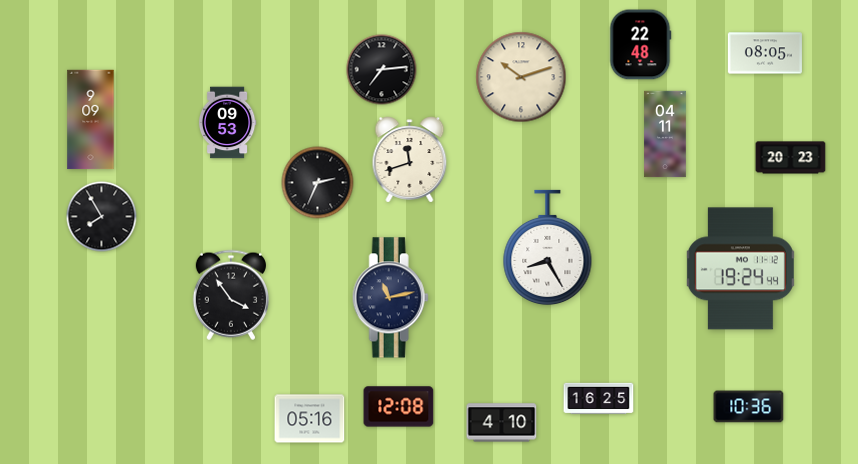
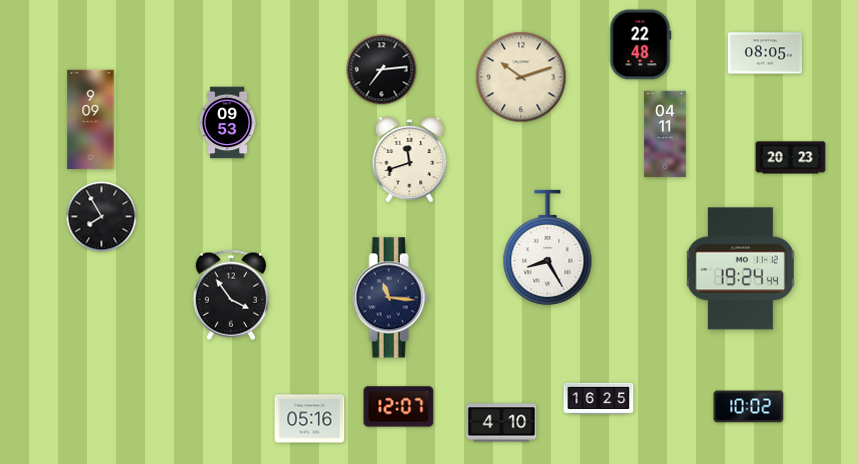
clock at (318, 183): 2:34 -> none
clock at (390, 298): 11:13 -> 11:16
clock at (399, 407): 12:08 -> 12:07
clock at (749, 407): 10:36 -> 10:02
